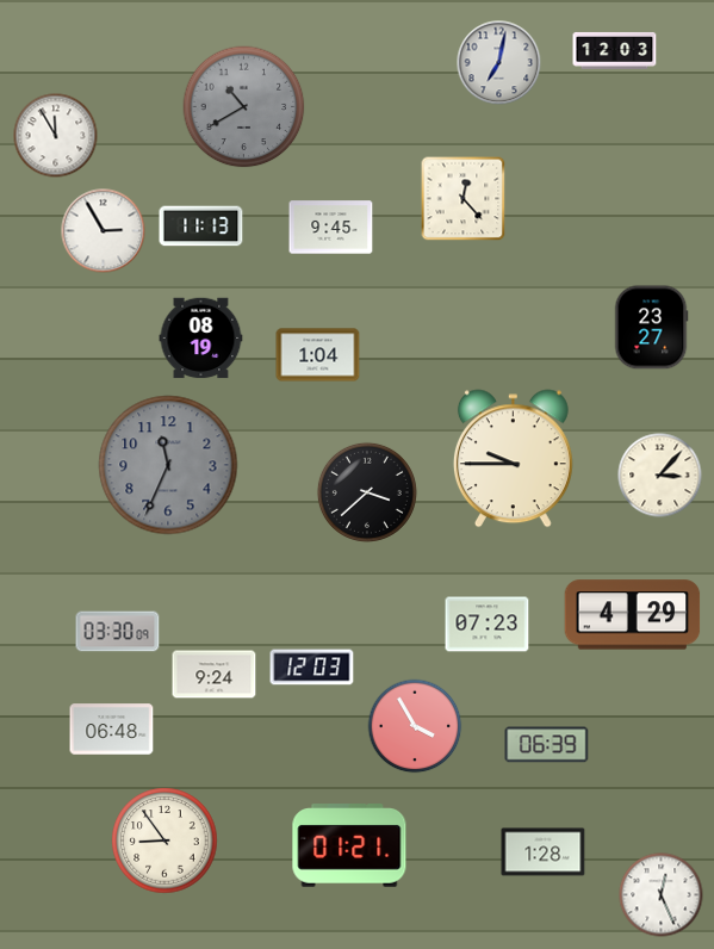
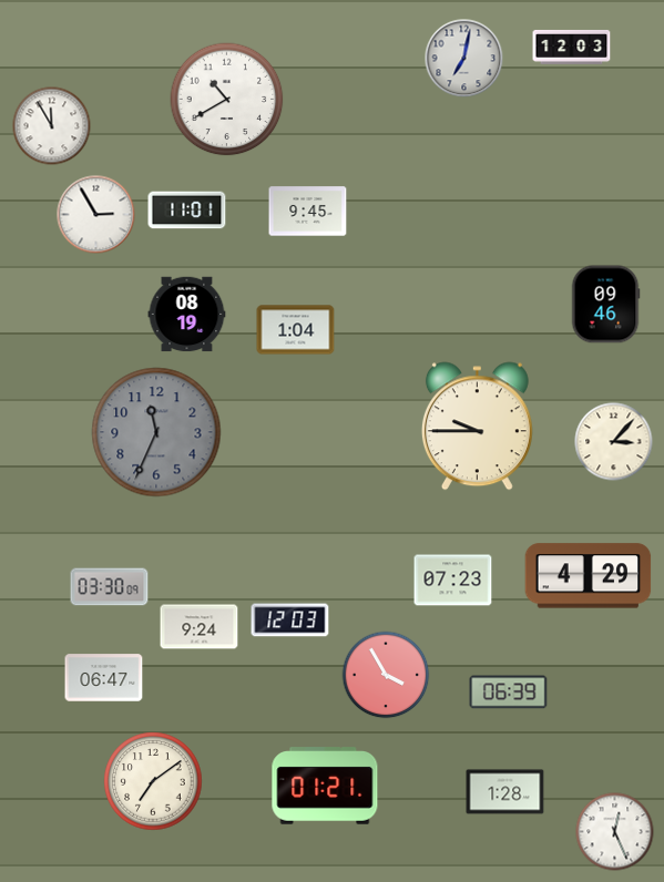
clock at (244, 107) dial: grey -> white
clock at (464, 199): 12:23 -> none
clock at (201, 227): 11:13 -> 11:01
clock at (651, 328): 23:27 -> 09:46
clock at (367, 492): 3:38 -> none
clock at (633, 615) position: (633, 615) -> (589, 576)
clock at (112, 730): 06:48 -> 06:47
clock at (164, 841): 8:54 -> 7:09
